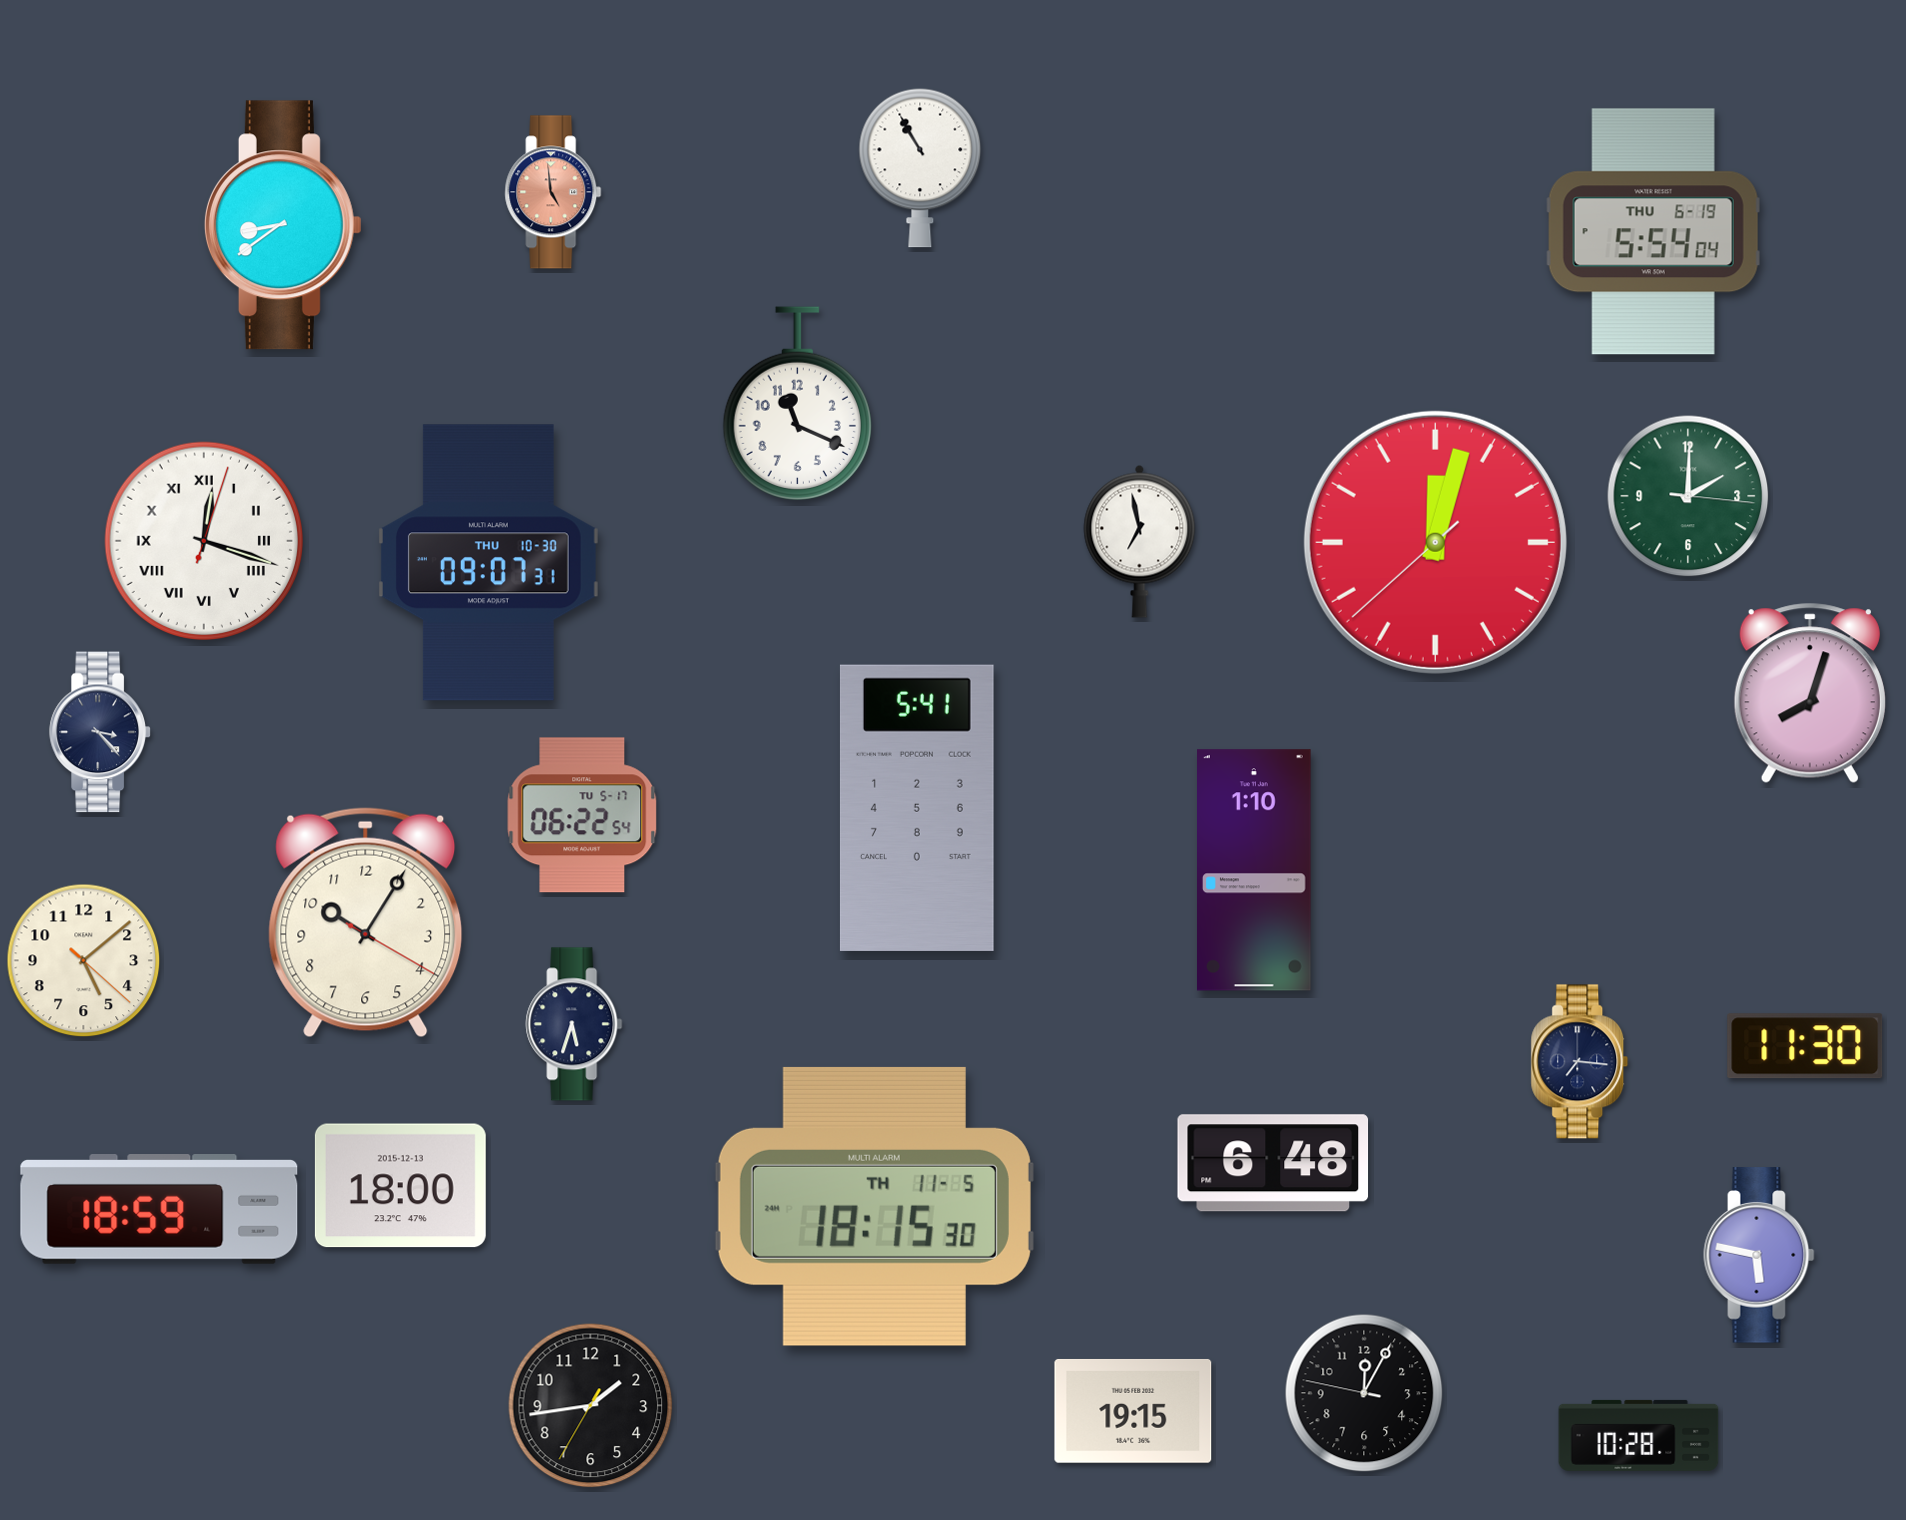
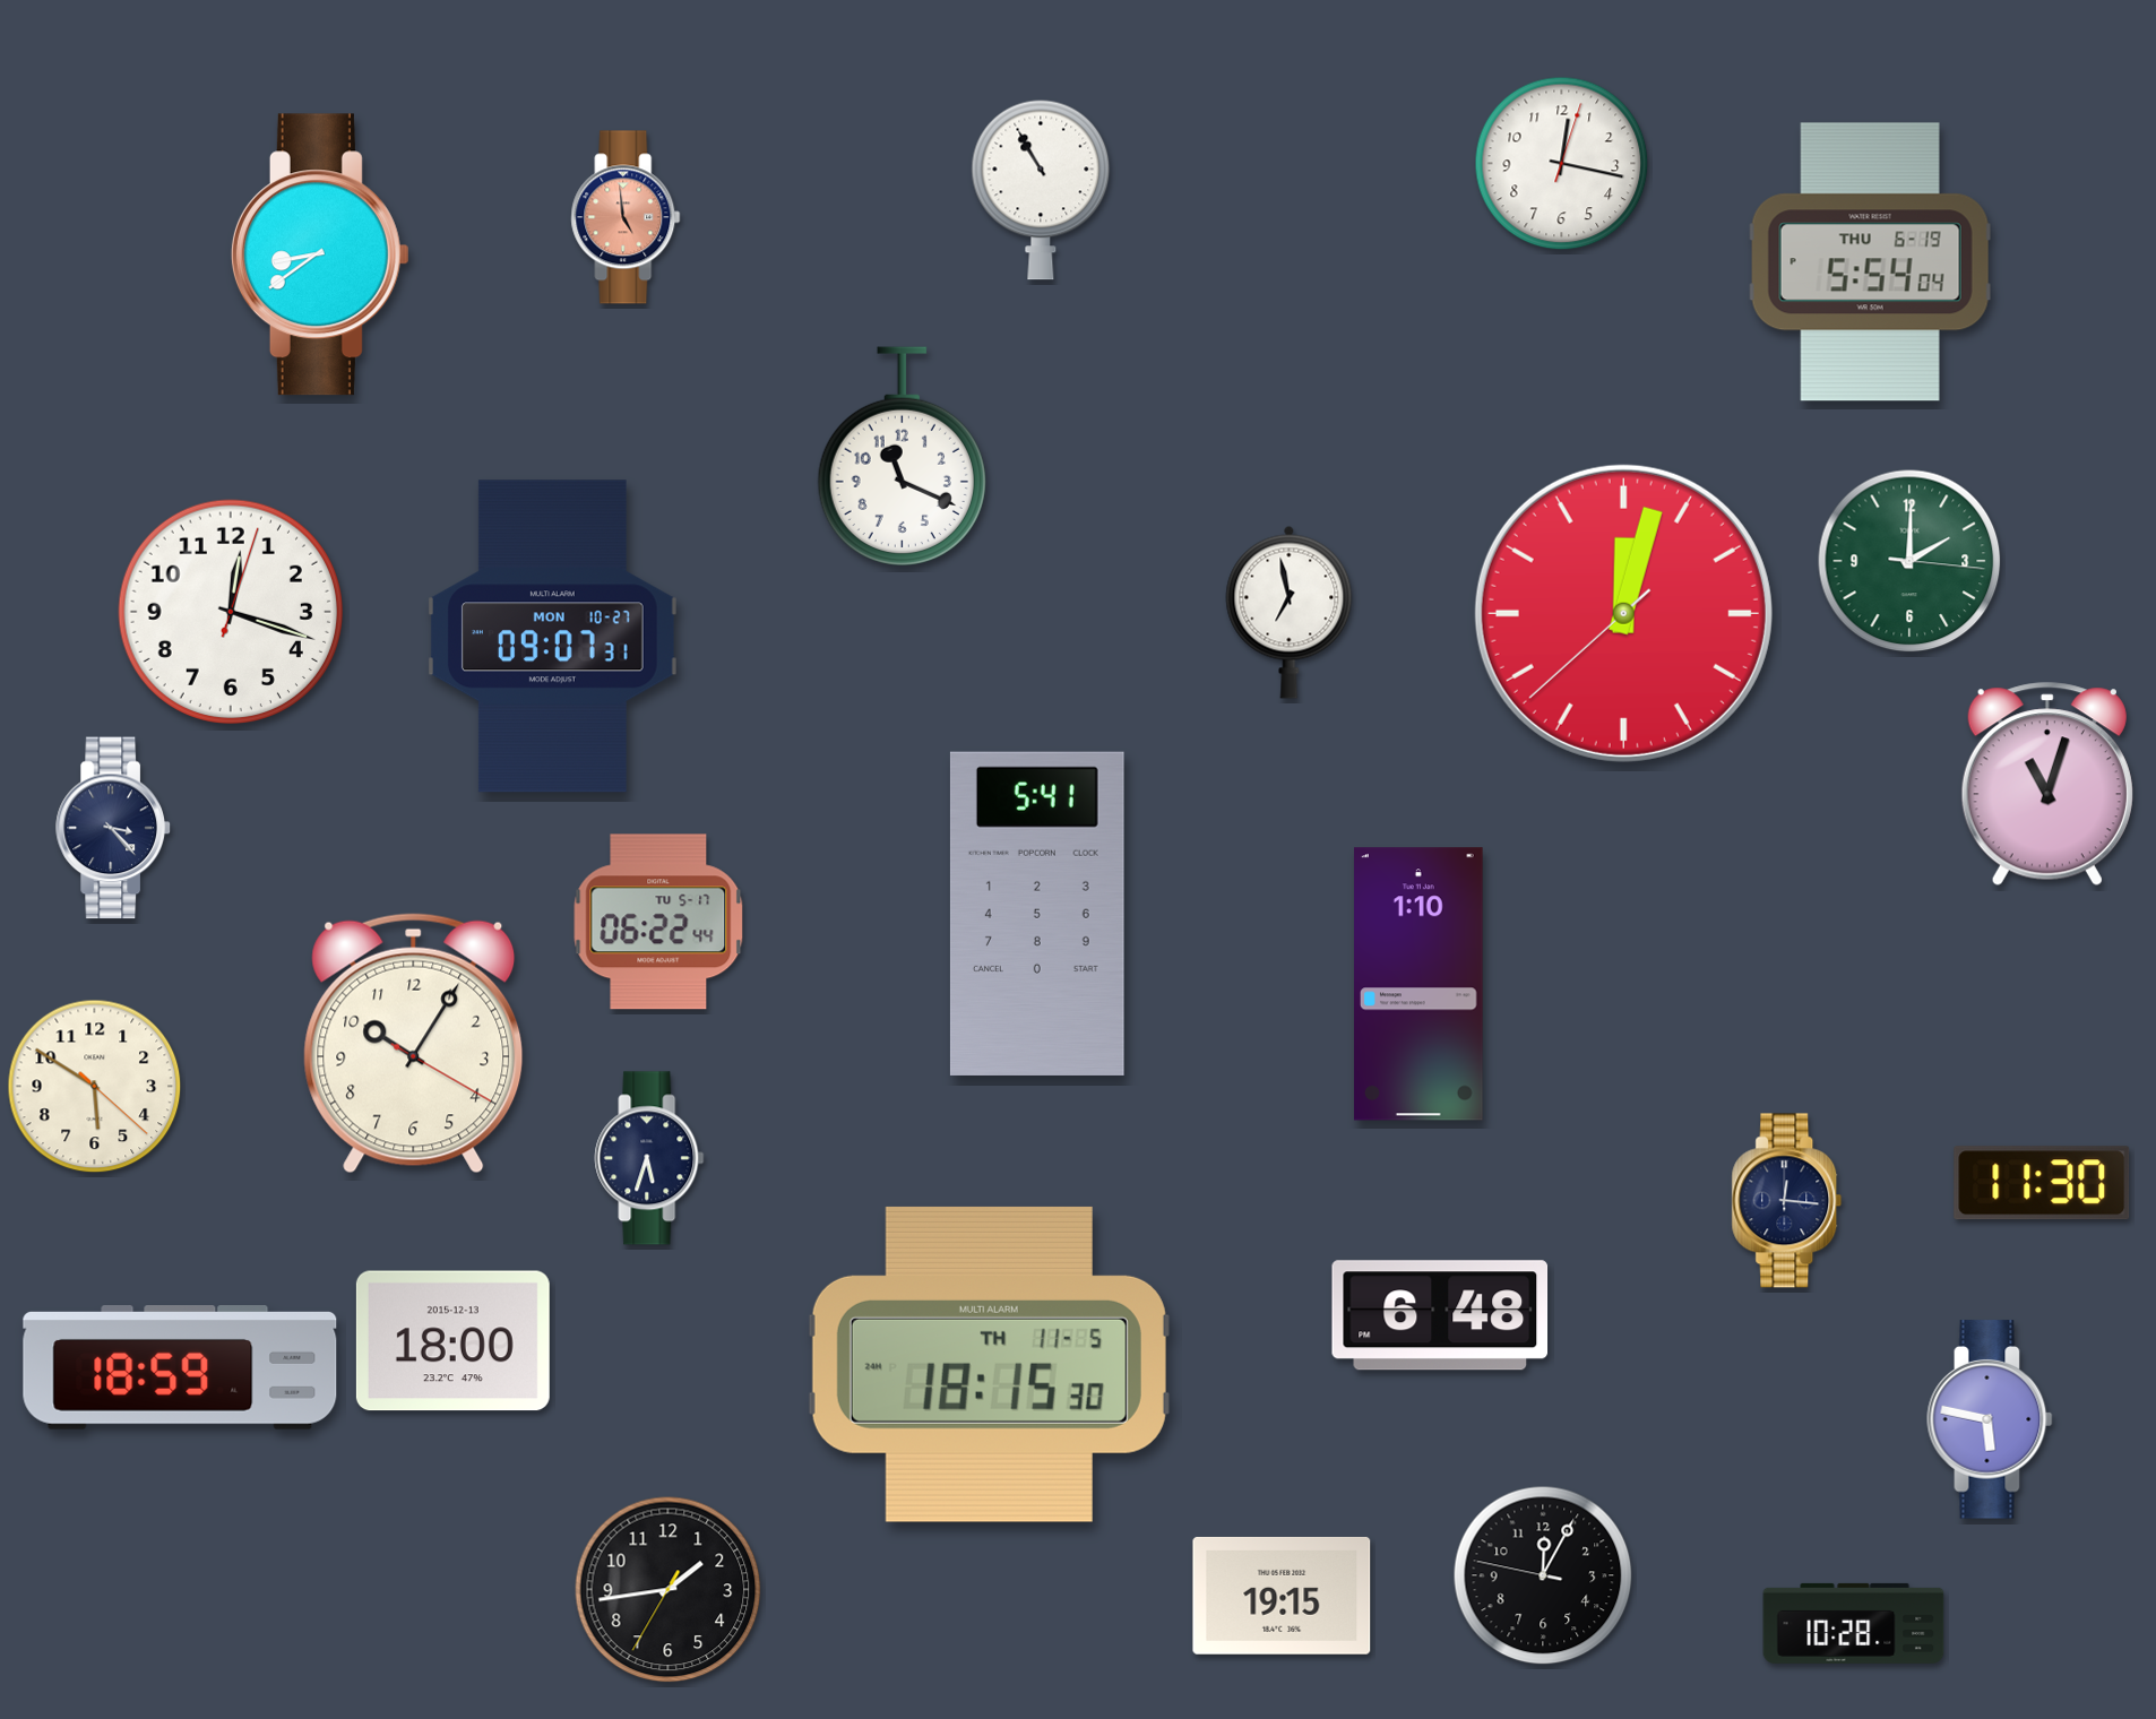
clock at (1562, 164): none -> 12:17
clock at (203, 540) numerals: Roman -> Arabic
clock at (488, 563) date: THU 10-30 -> MON 10-27
clock at (1810, 693): 8:03 -> 11:03
clock at (582, 815): 06:22:54 -> 06:22:44
clock at (84, 961): 5:08 -> 5:50
clock at (1580, 1062): 7:16 -> 12:16
